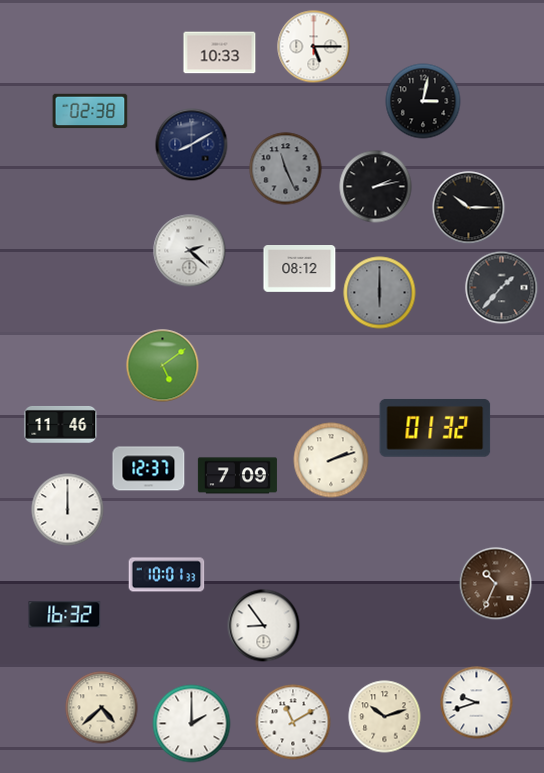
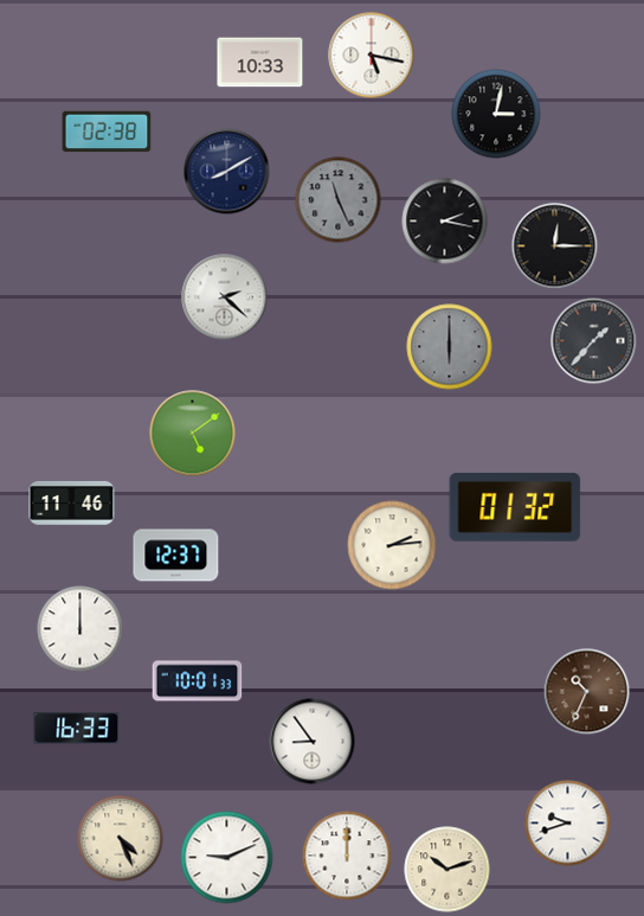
clock at (314, 47): 5:15 -> 5:17
clock at (423, 101) position: (423, 101) -> (496, 114)
clock at (376, 187): 2:13 -> 2:17
clock at (469, 208): 10:15 -> 12:15
clock at (300, 269): 08:12 -> none
clock at (331, 460): 2:12 -> 2:14
clock at (237, 476): 7:09 -> none
clock at (68, 510) position: (68, 510) -> (80, 629)
clock at (65, 615): 16:32 -> 16:33
clock at (477, 703) position: (477, 703) -> (568, 824)
clock at (102, 708): 4:38 -> 4:26
clock at (385, 717) position: (385, 717) -> (447, 870)
clock at (293, 722): 11:10 -> 12:00
clock at (192, 724): 2:00 -> 9:11
